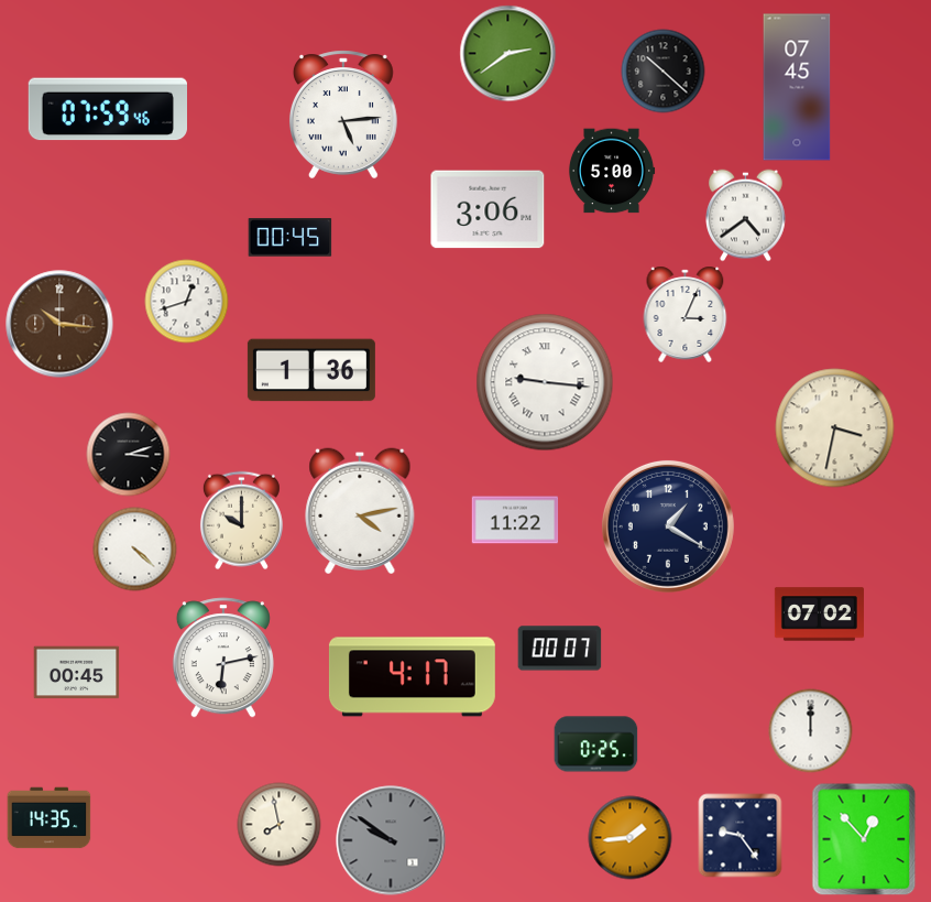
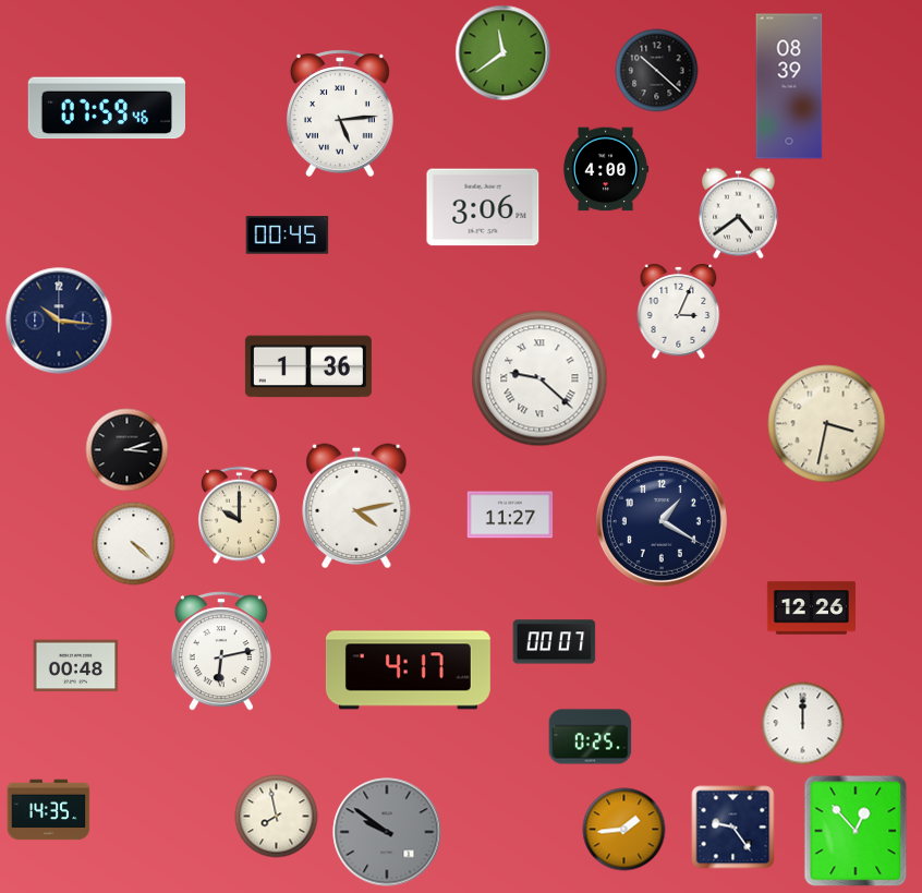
clock at (508, 54): 2:39 -> 11:39
clock at (797, 87): 07:45 -> 08:39
clock at (612, 171): 5:00 -> 4:00
clock at (187, 302): 12:42 -> none
clock at (59, 324) dial: brown -> navy
clock at (545, 382): 9:16 -> 9:22
clock at (515, 520): 11:22 -> 11:27
clock at (819, 615): 07:02 -> 12:26
clock at (77, 673): 00:45 -> 00:48
